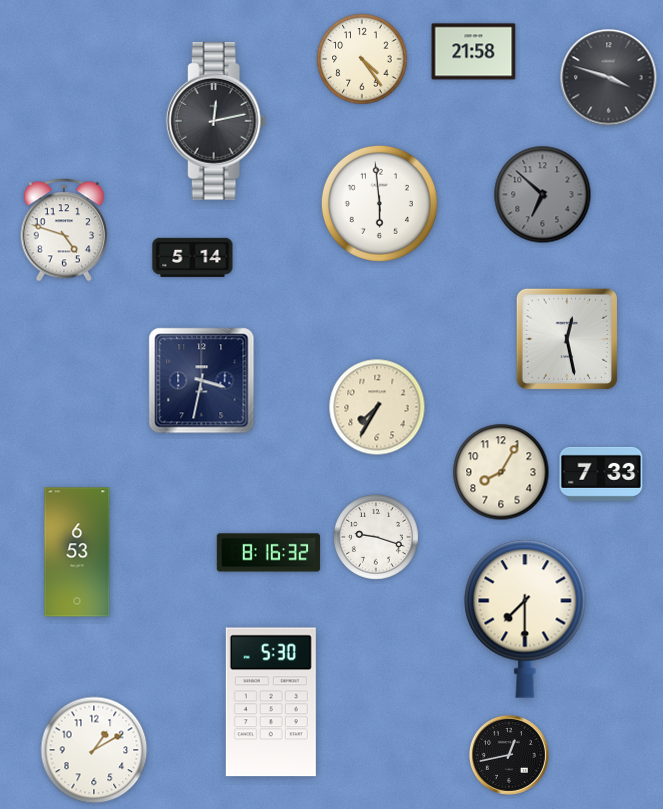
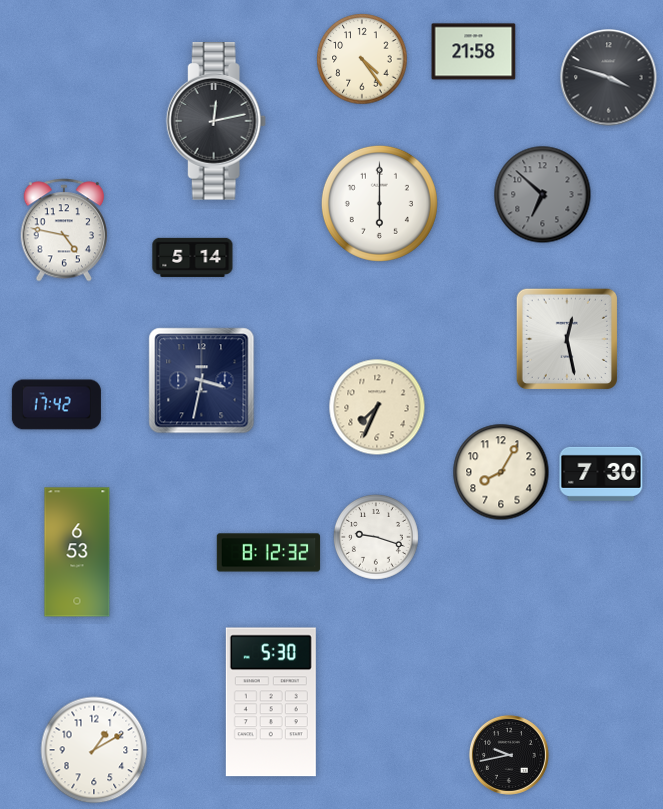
clock at (379, 203): 5:59 -> 6:00
clock at (64, 230): 4:48 -> 4:47
clock at (56, 405): none -> 17:42
clock at (377, 407): 7:35 -> 7:34
clock at (601, 474): 7:33 -> 7:30
clock at (269, 553): 8:16 -> 8:12
clock at (525, 619): 7:30 -> none
clock at (509, 755): 12:43 -> 9:43
